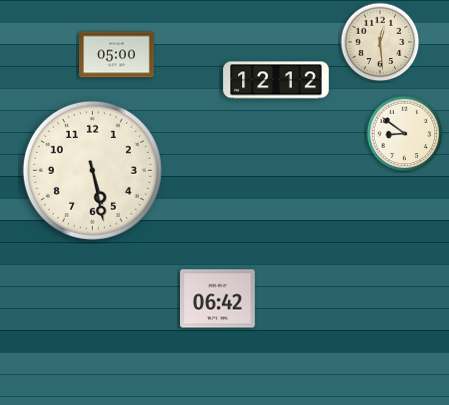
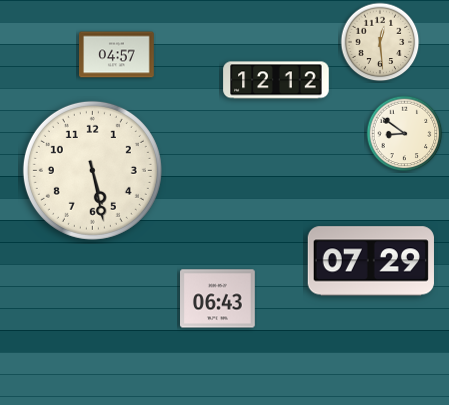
clock at (117, 55): 05:00 -> 04:57
clock at (371, 261): none -> 07:29
clock at (218, 299): 06:42 -> 06:43
